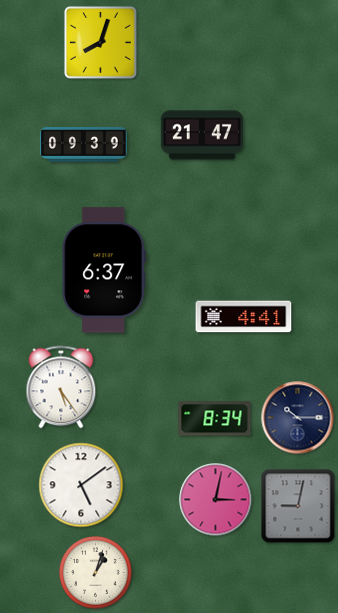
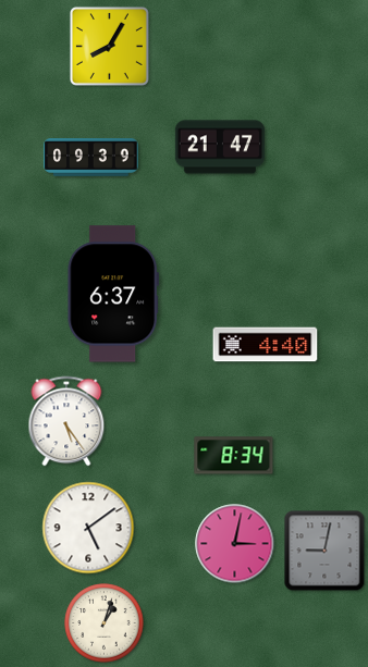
clock at (100, 42): 8:03 -> 8:05
clock at (244, 317): 4:41 -> 4:40
clock at (298, 418): 10:15 -> none
